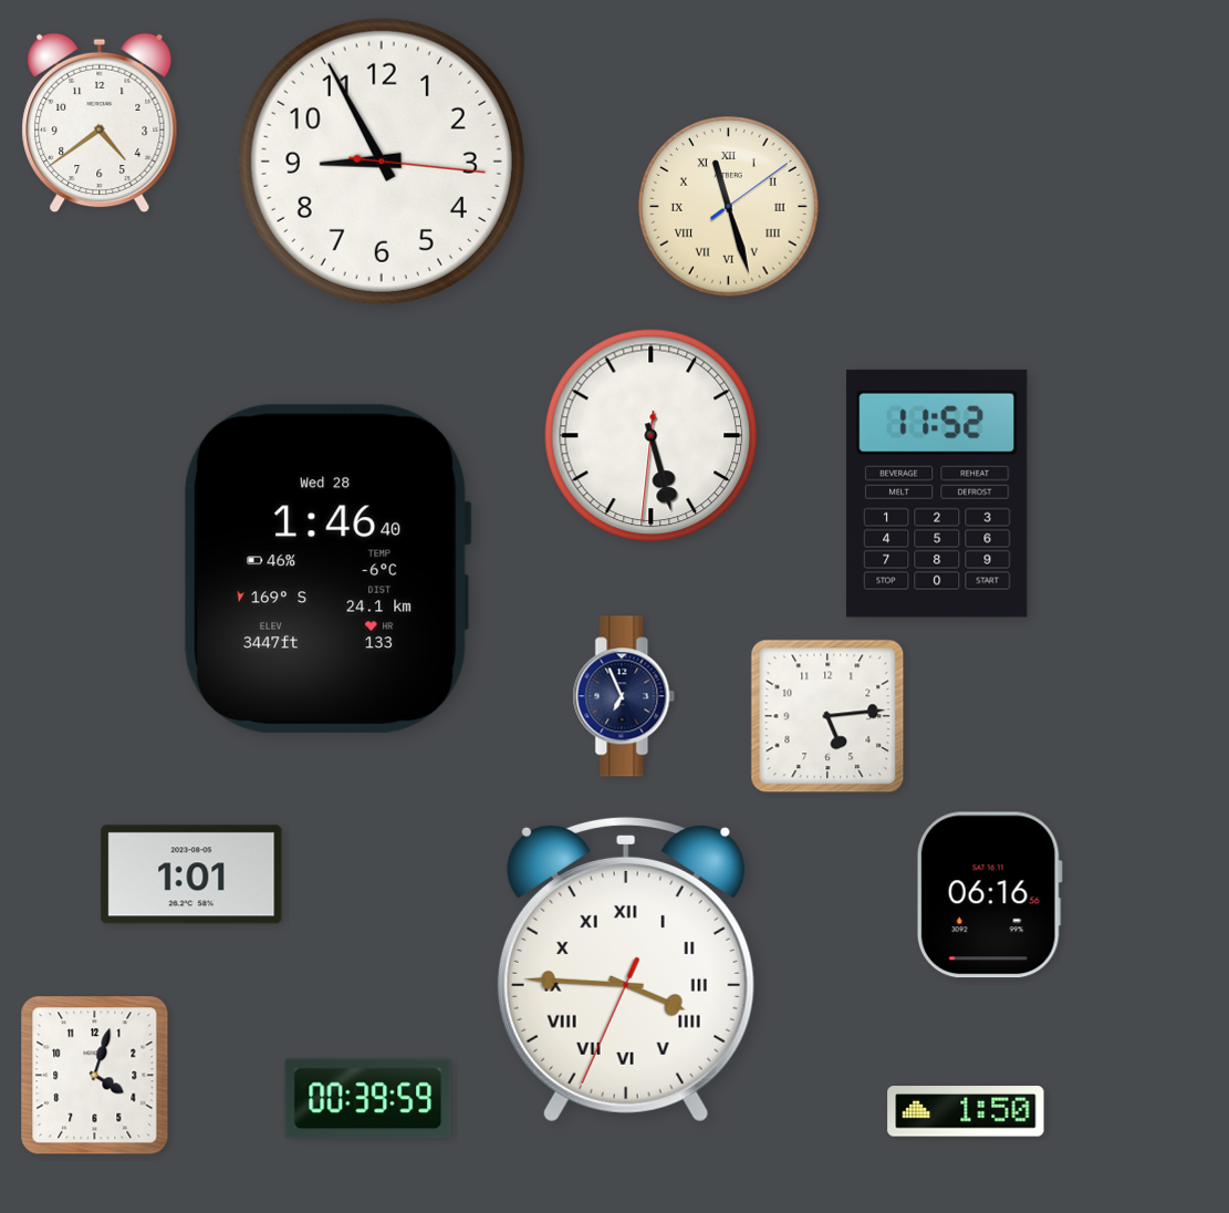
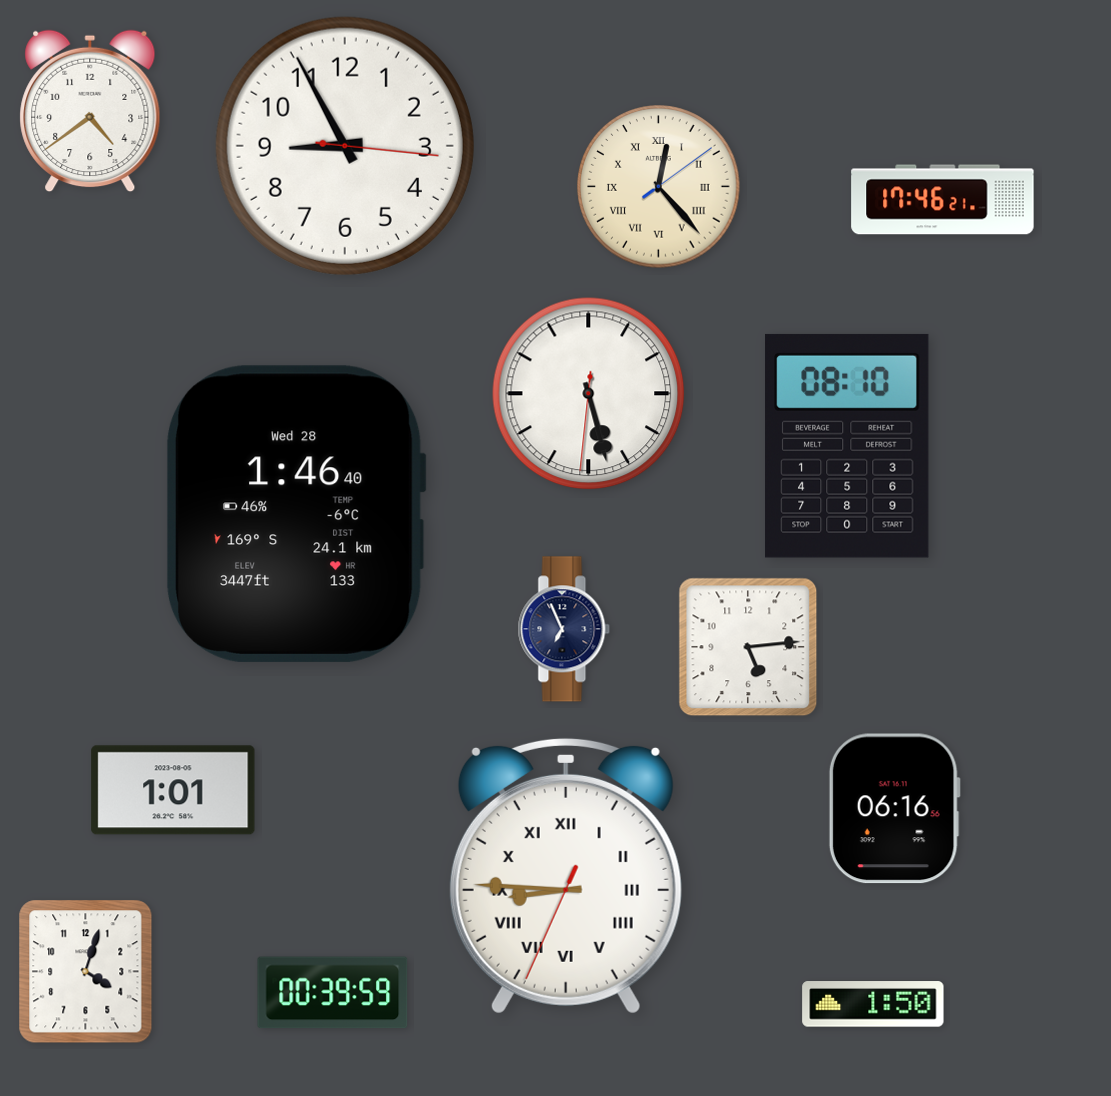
clock at (729, 207): 11:27 -> 12:23
clock at (943, 200): none -> 17:46
clock at (937, 494): 11:52 -> 08:10
clock at (626, 970): 3:45 -> 8:45
